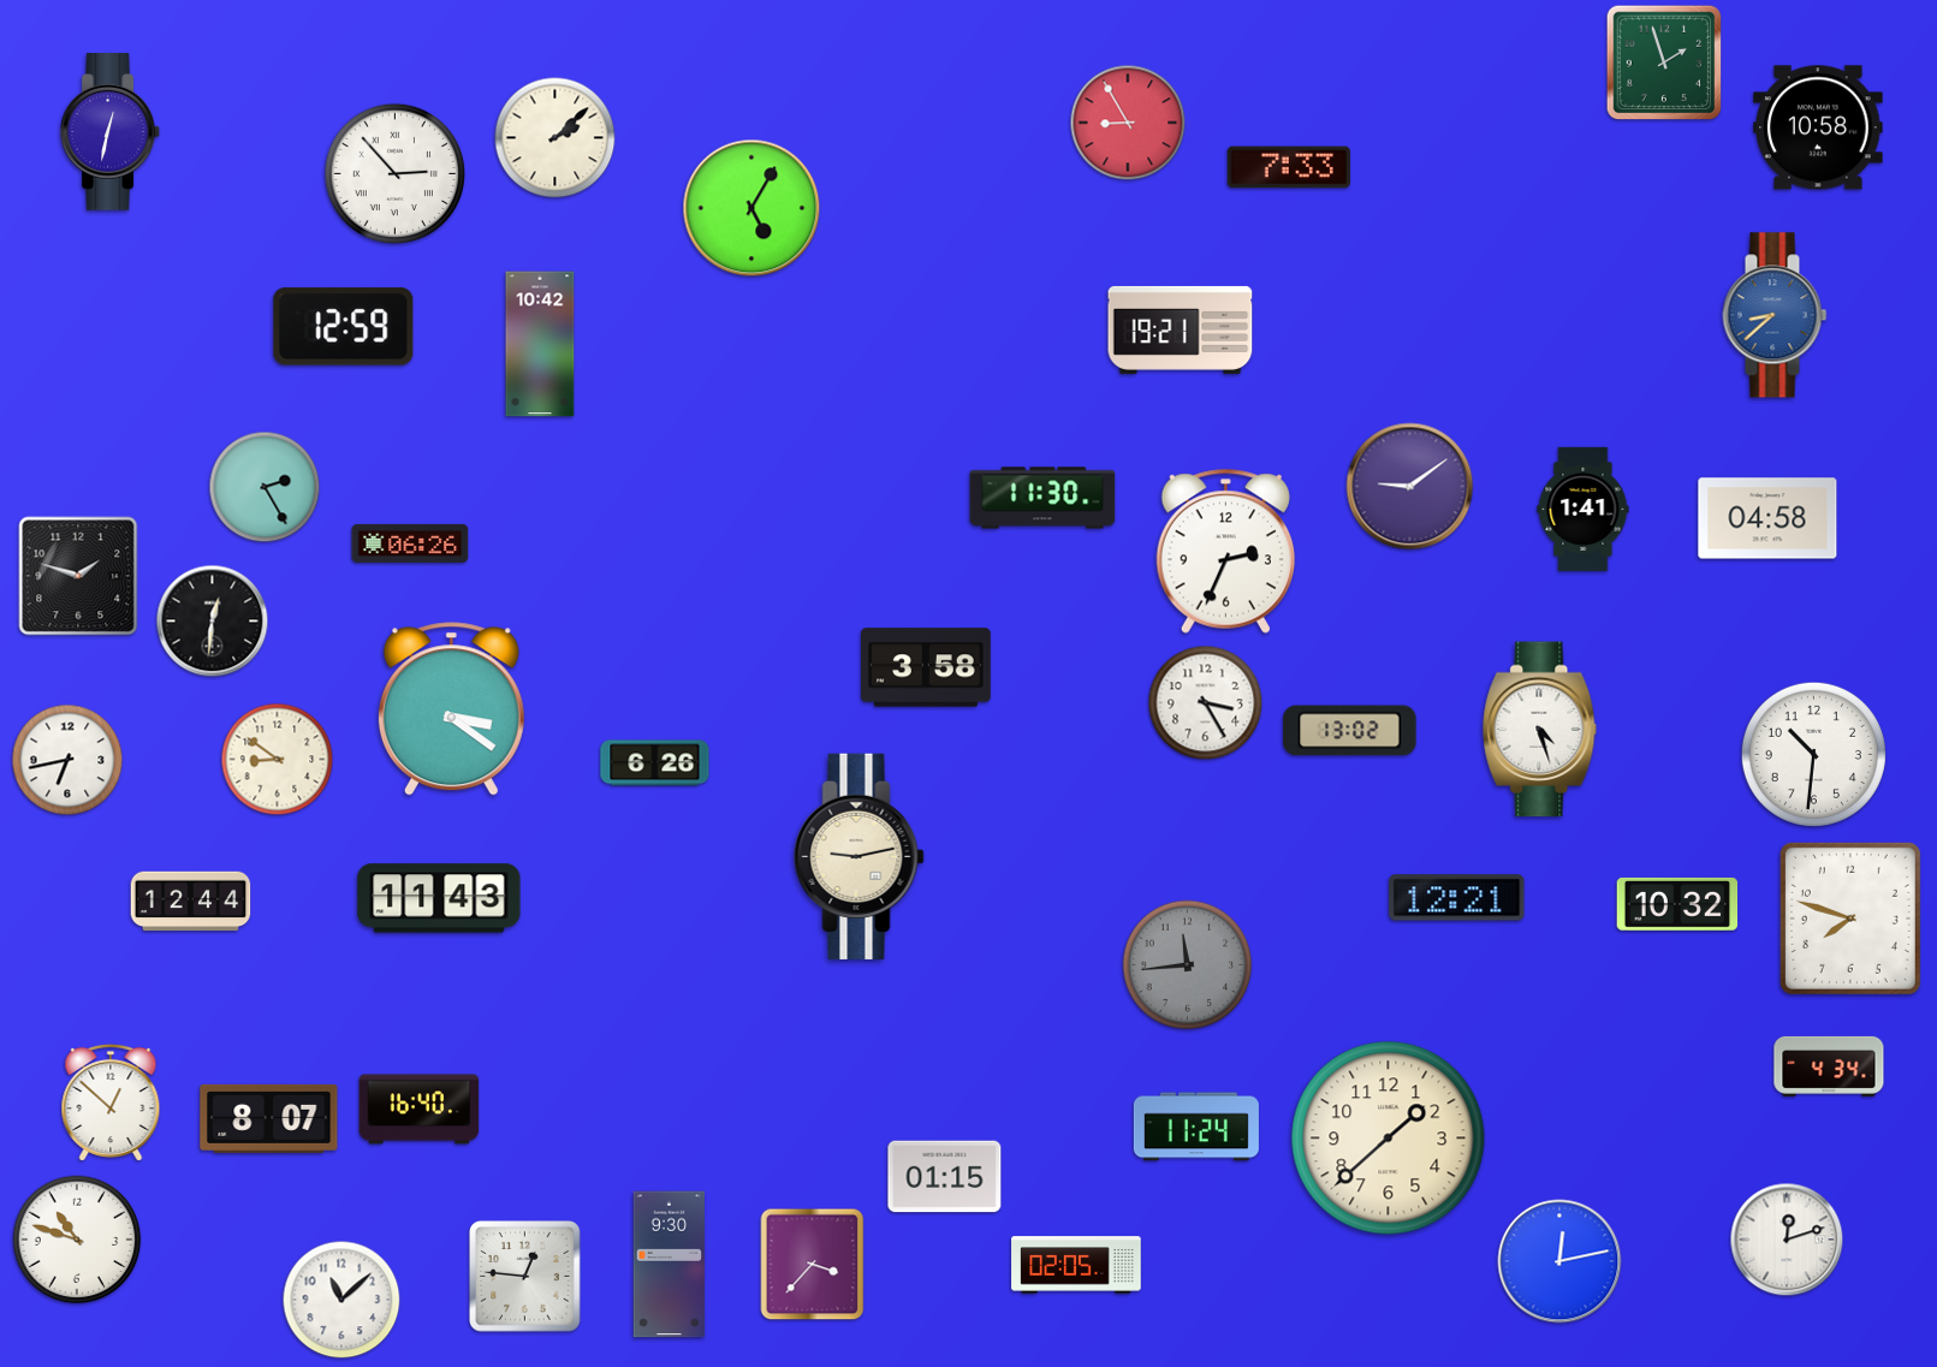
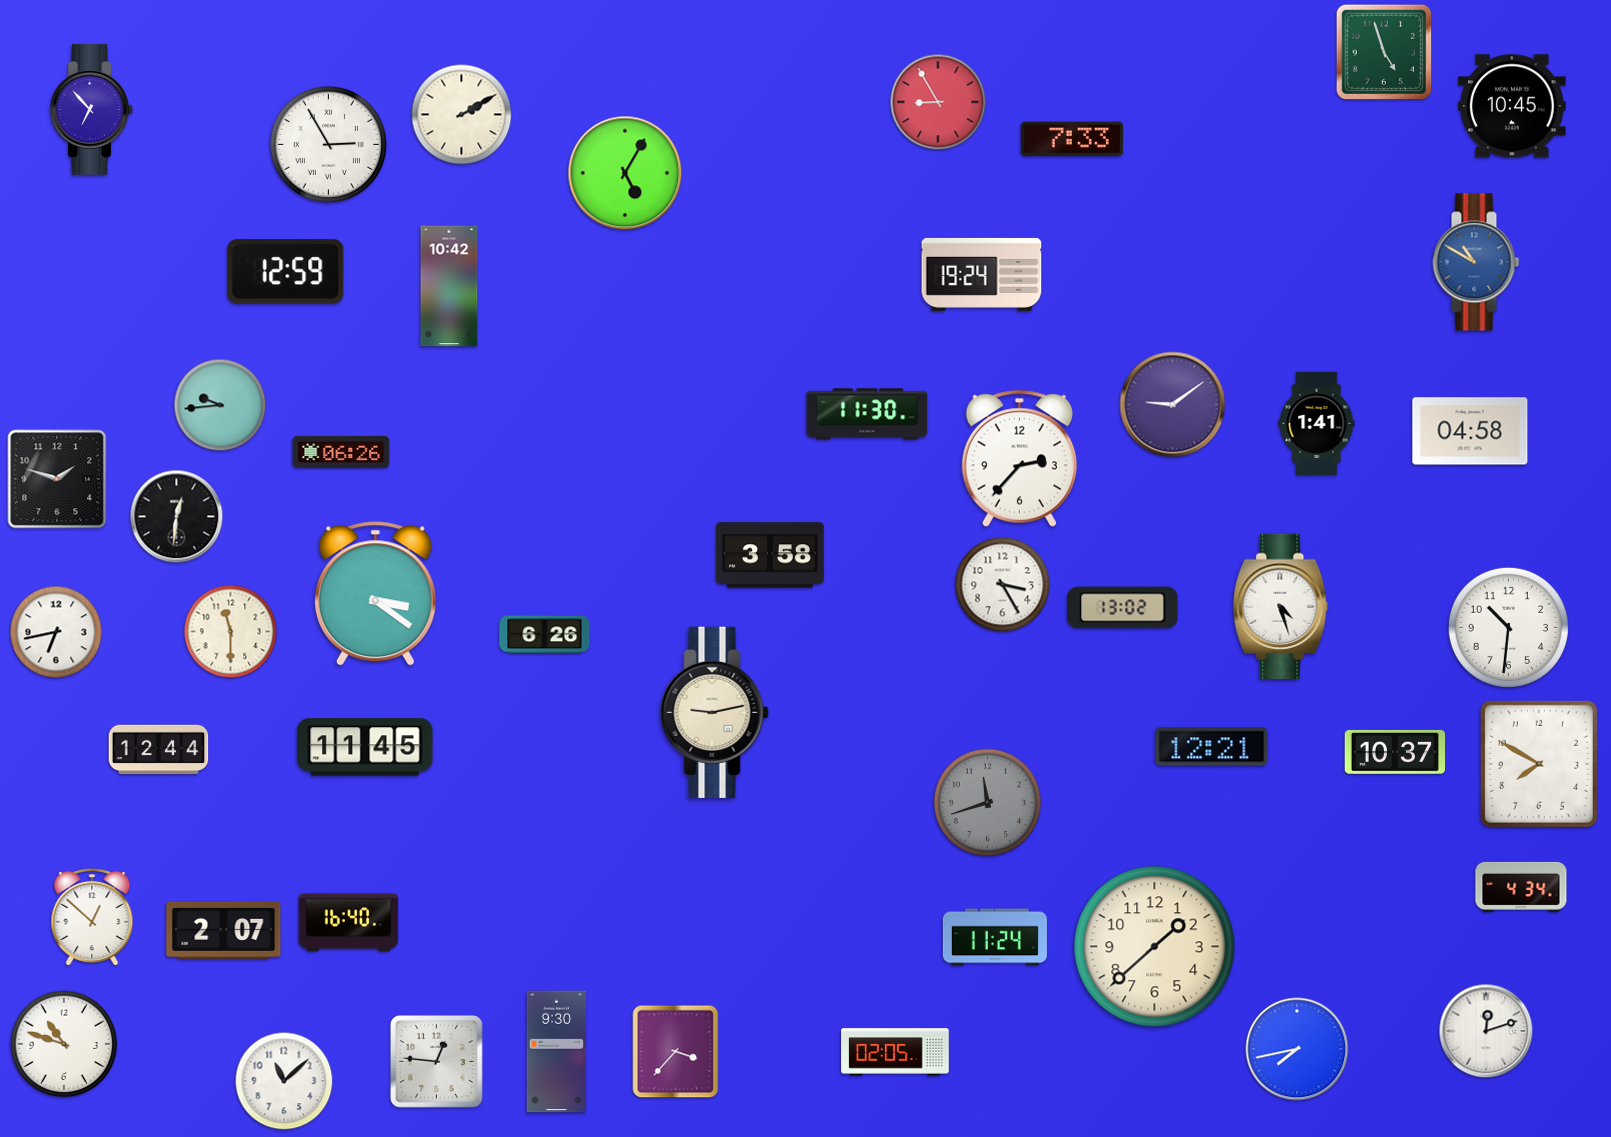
clock at (1664, 63): 1:57 -> 4:57
clock at (1819, 127): 10:58 -> 10:45
clock at (109, 132): 12:32 -> 6:53
clock at (555, 138): 2:08 -> 2:10
clock at (394, 173): 2:53 -> 2:55
clock at (1775, 315): 8:38 -> 10:50
clock at (1181, 329): 19:21 -> 19:24
clock at (265, 487): 2:25 -> 9:44
clock at (1225, 551): 2:34 -> 2:37
clock at (78, 576) position: (78, 576) -> (57, 479)
clock at (451, 709) position: (451, 709) -> (375, 594)
clock at (278, 760): 8:51 -> 11:30
clock at (439, 898): 11:43 -> 11:45
clock at (1677, 904): 10:32 -> 10:37
clock at (1850, 919): 7:48 -> 7:50
clock at (1188, 965): 11:44 -> 11:42
clock at (269, 1118): 8:07 -> 2:07
clock at (945, 1177): 01:15 -> none
clock at (77, 1240) position: (77, 1240) -> (64, 1044)
clock at (1559, 1261): 12:13 -> 7:43
